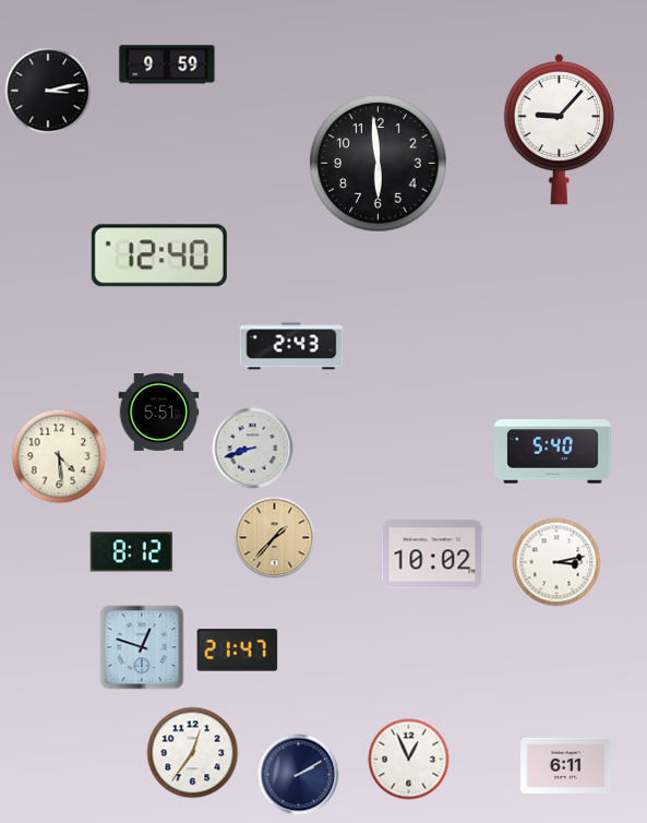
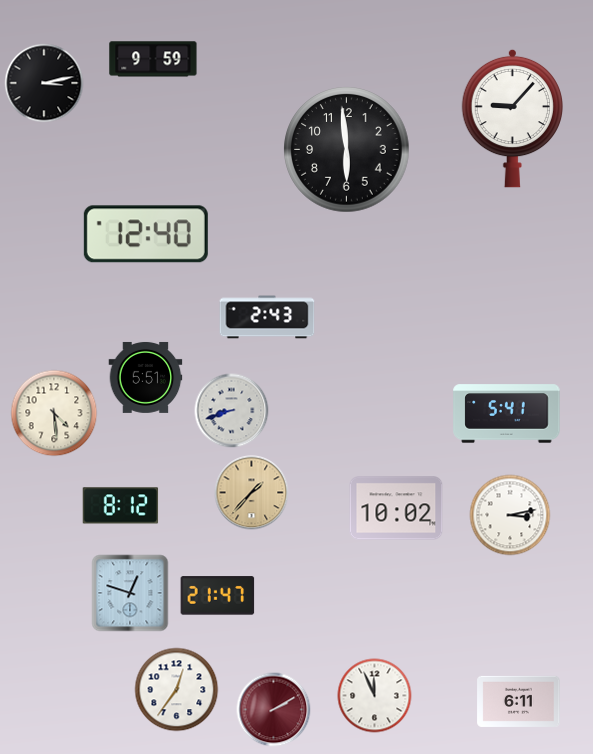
clock at (553, 452): 5:40 -> 5:41
clock at (59, 456) position: (59, 456) -> (54, 413)
clock at (409, 760): 12:56 -> 11:56
clock at (299, 775) dial: navy -> burgundy
